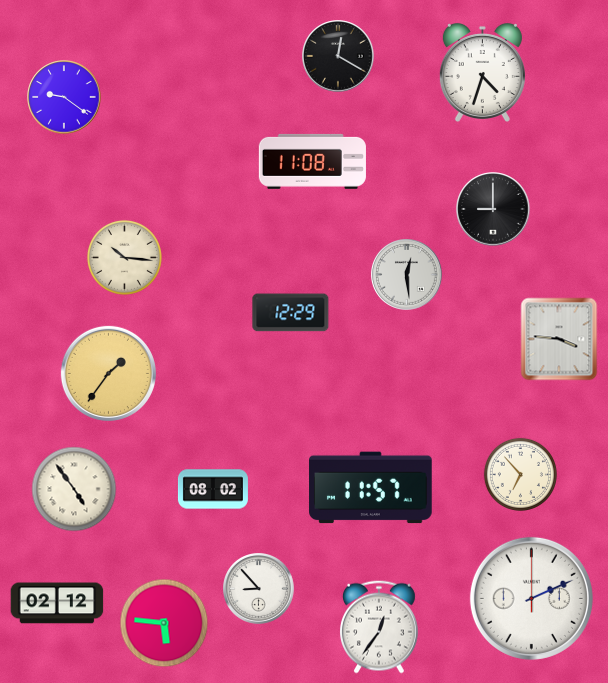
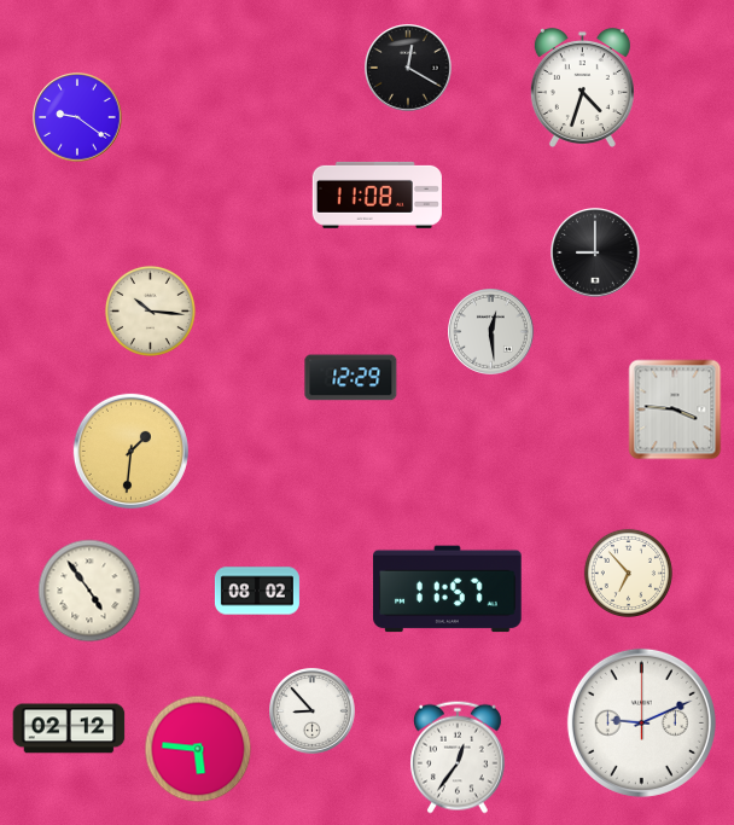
clock at (108, 373): 1:36 -> 1:31
clock at (531, 598): 2:11 -> 9:11
clock at (164, 623) position: (164, 623) -> (198, 749)
